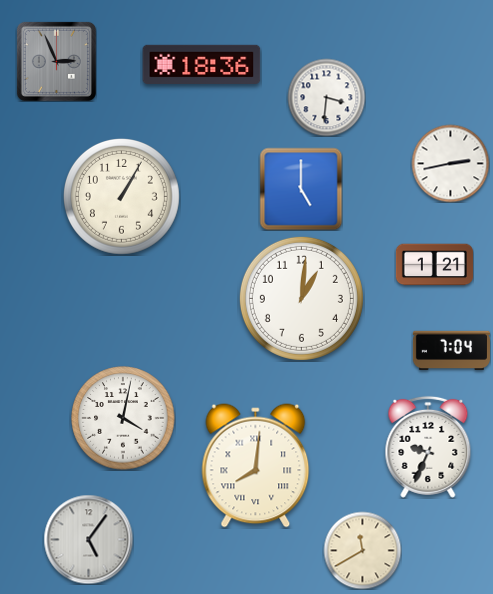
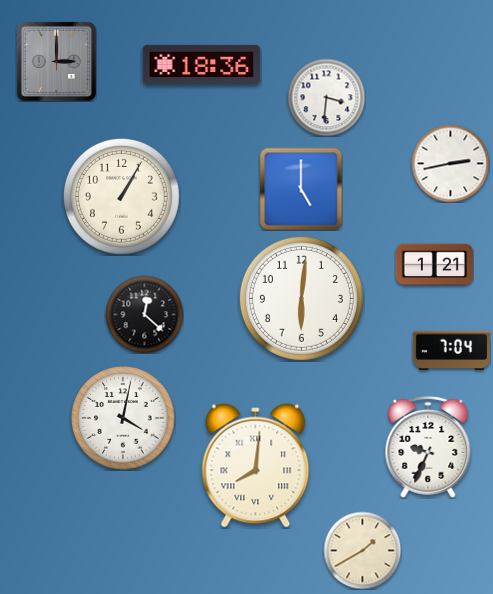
clock at (56, 61): 2:56 -> 3:00
clock at (301, 298): 1:01 -> 6:01
clock at (144, 314): none -> 12:22
clock at (88, 539): 5:06 -> none
clock at (362, 550): 11:40 -> 1:40
